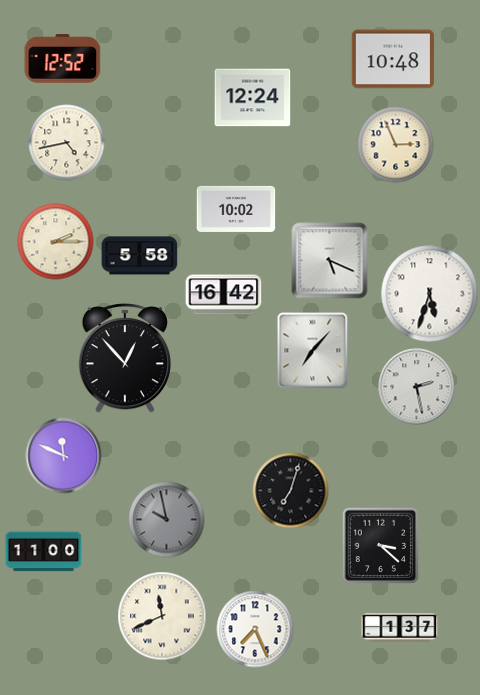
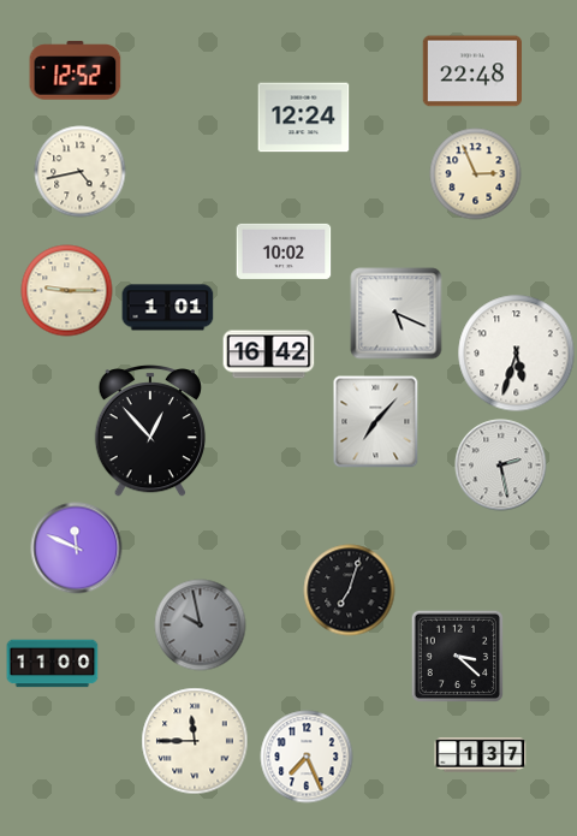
clock at (392, 59): 10:48 -> 22:48
clock at (56, 242): 2:15 -> 9:15
clock at (140, 256): 5:58 -> 1:01
clock at (162, 616): 11:41 -> 11:45
